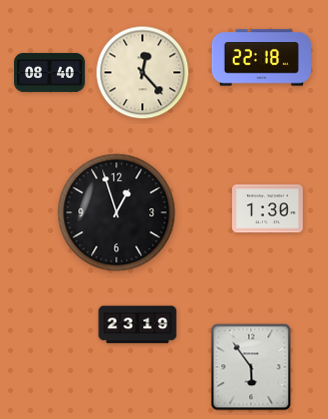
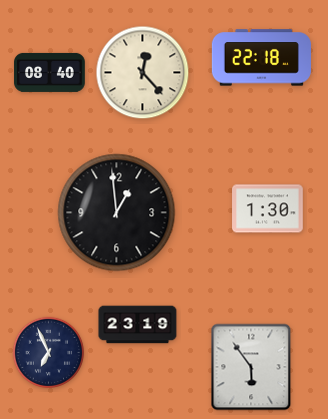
clock at (117, 213): 12:57 -> 12:59
clock at (49, 353): none -> 6:56
